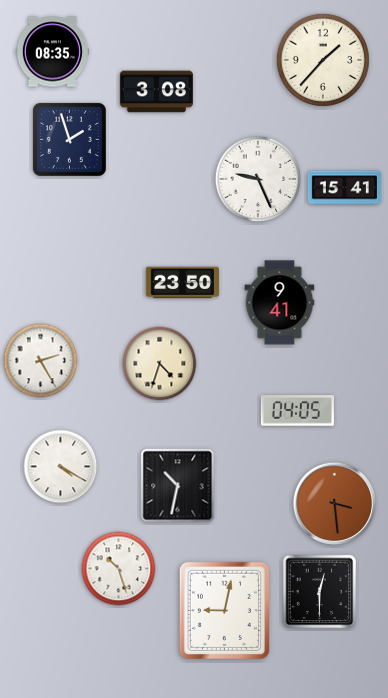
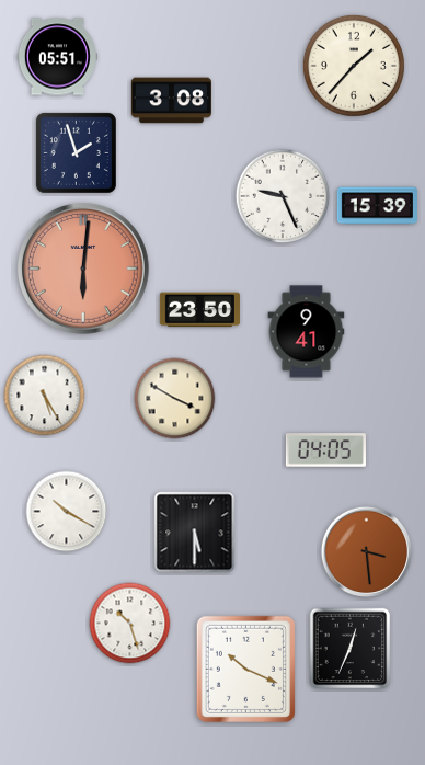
clock at (52, 52): 08:35 -> 05:51
clock at (344, 188): 15:41 -> 15:39
clock at (83, 269): none -> 6:01
clock at (41, 361): 2:25 -> 5:25
clock at (160, 364): 4:33 -> 3:50
clock at (61, 467): 4:20 -> 10:20
clock at (178, 486): 10:32 -> 5:30
clock at (320, 592): 12:30 -> 12:34
clock at (224, 610): 9:02 -> 10:19
